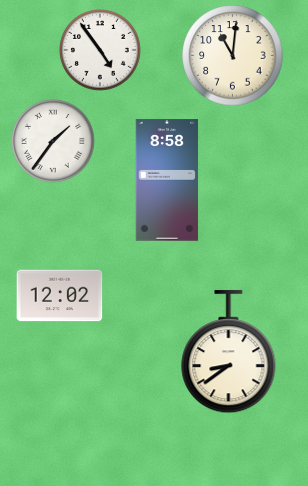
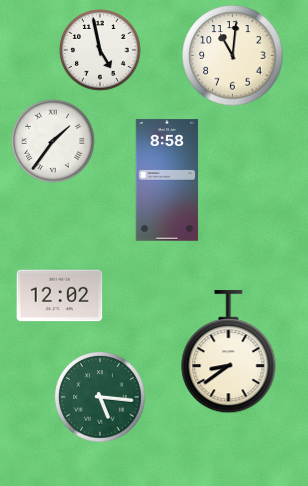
clock at (101, 51): 4:54 -> 4:58
clock at (100, 397): none -> 5:16
